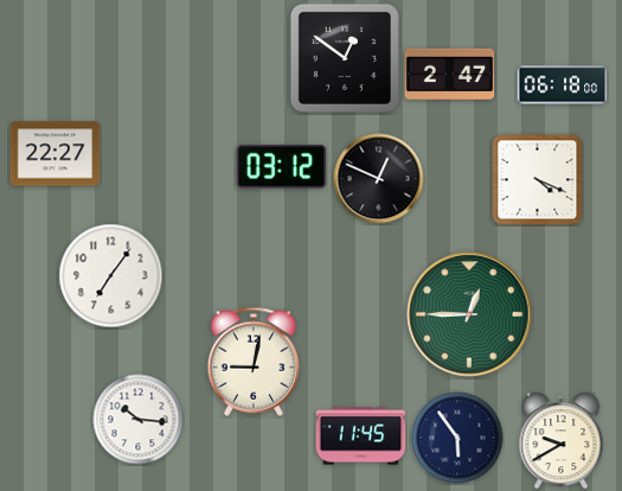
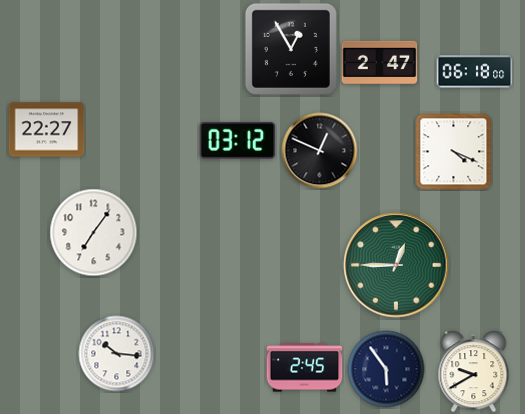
clock at (345, 58): 12:51 -> 12:55
clock at (254, 362): 9:02 -> none
clock at (361, 436): 11:45 -> 2:45
